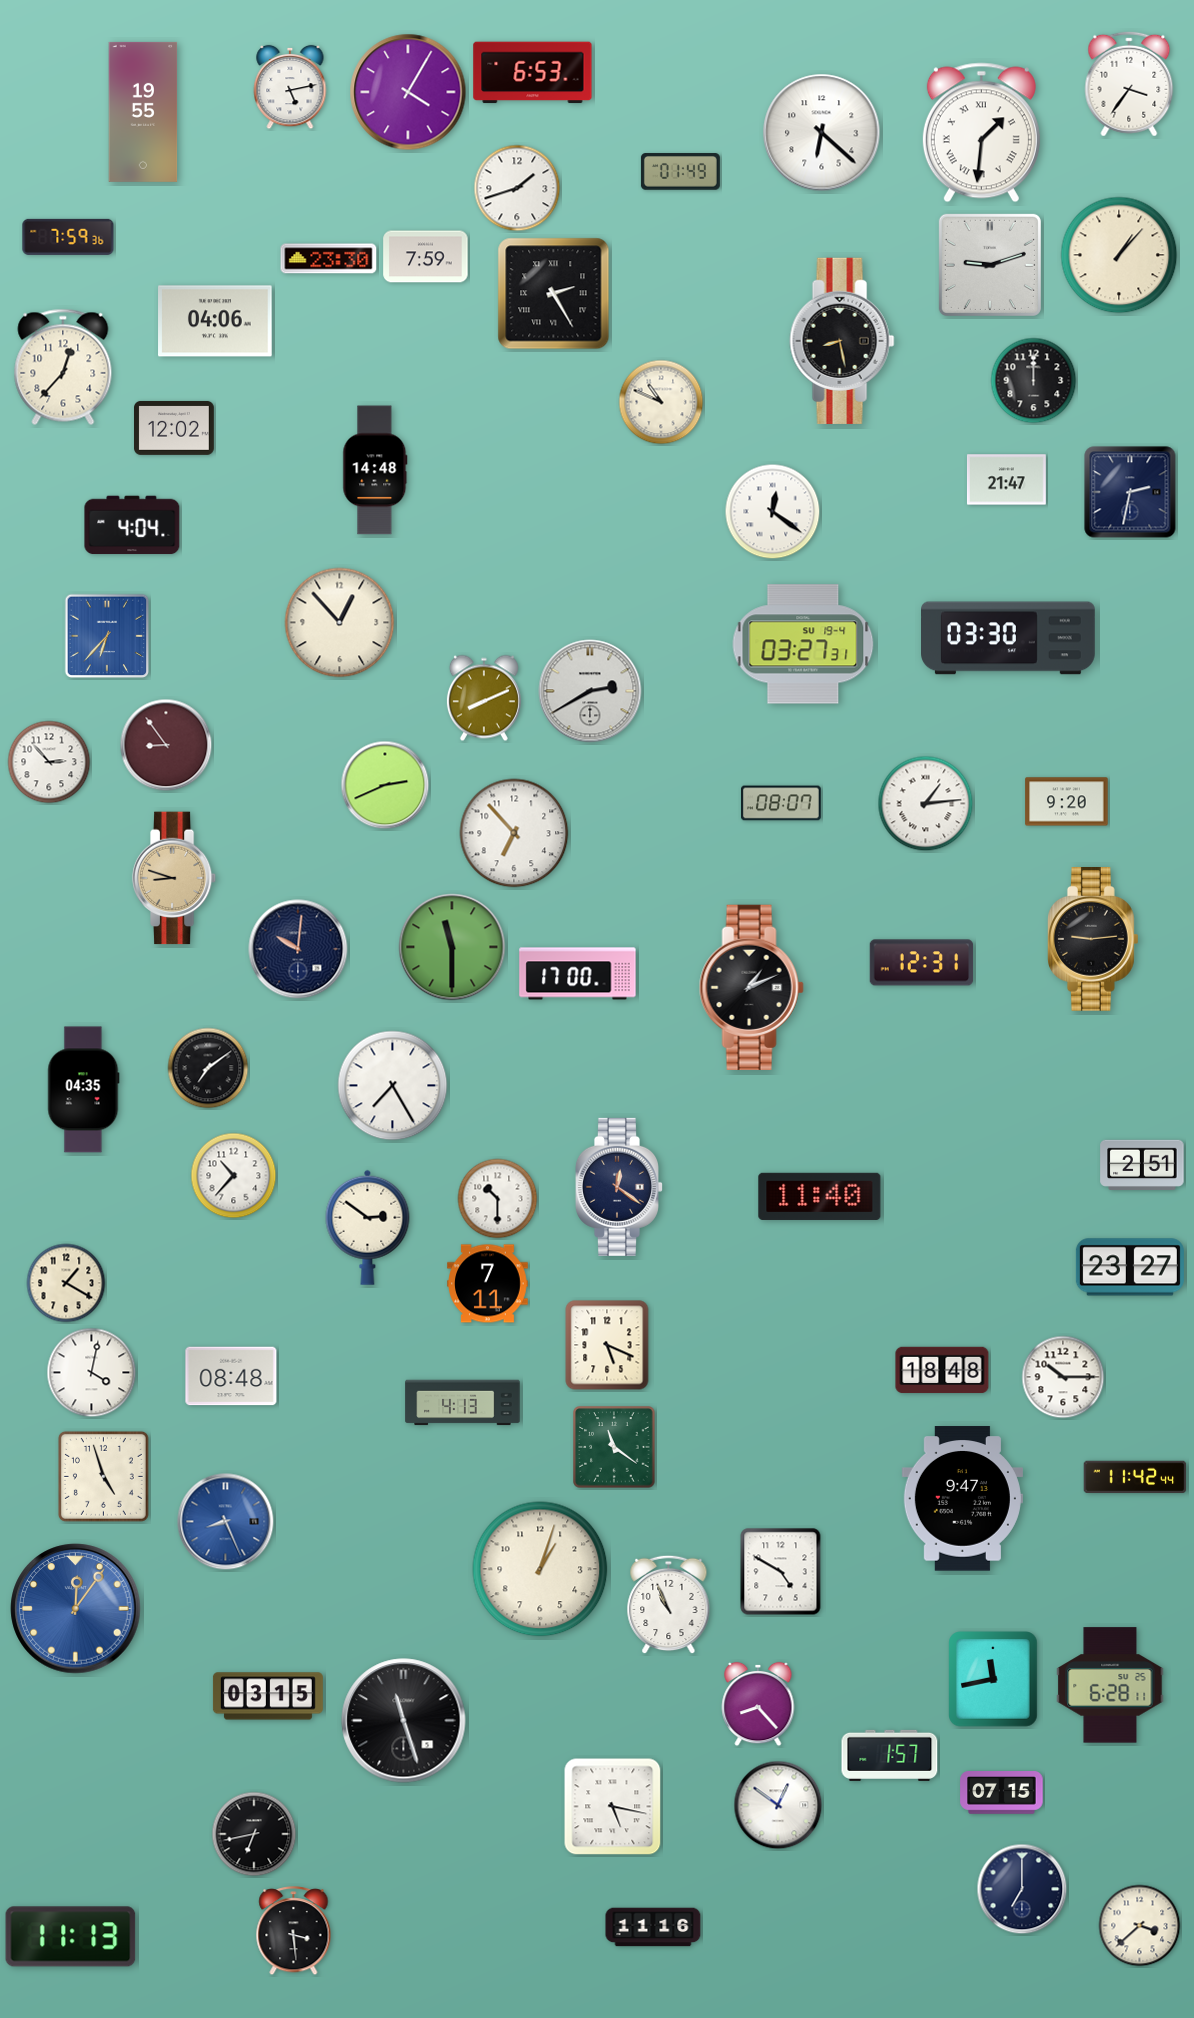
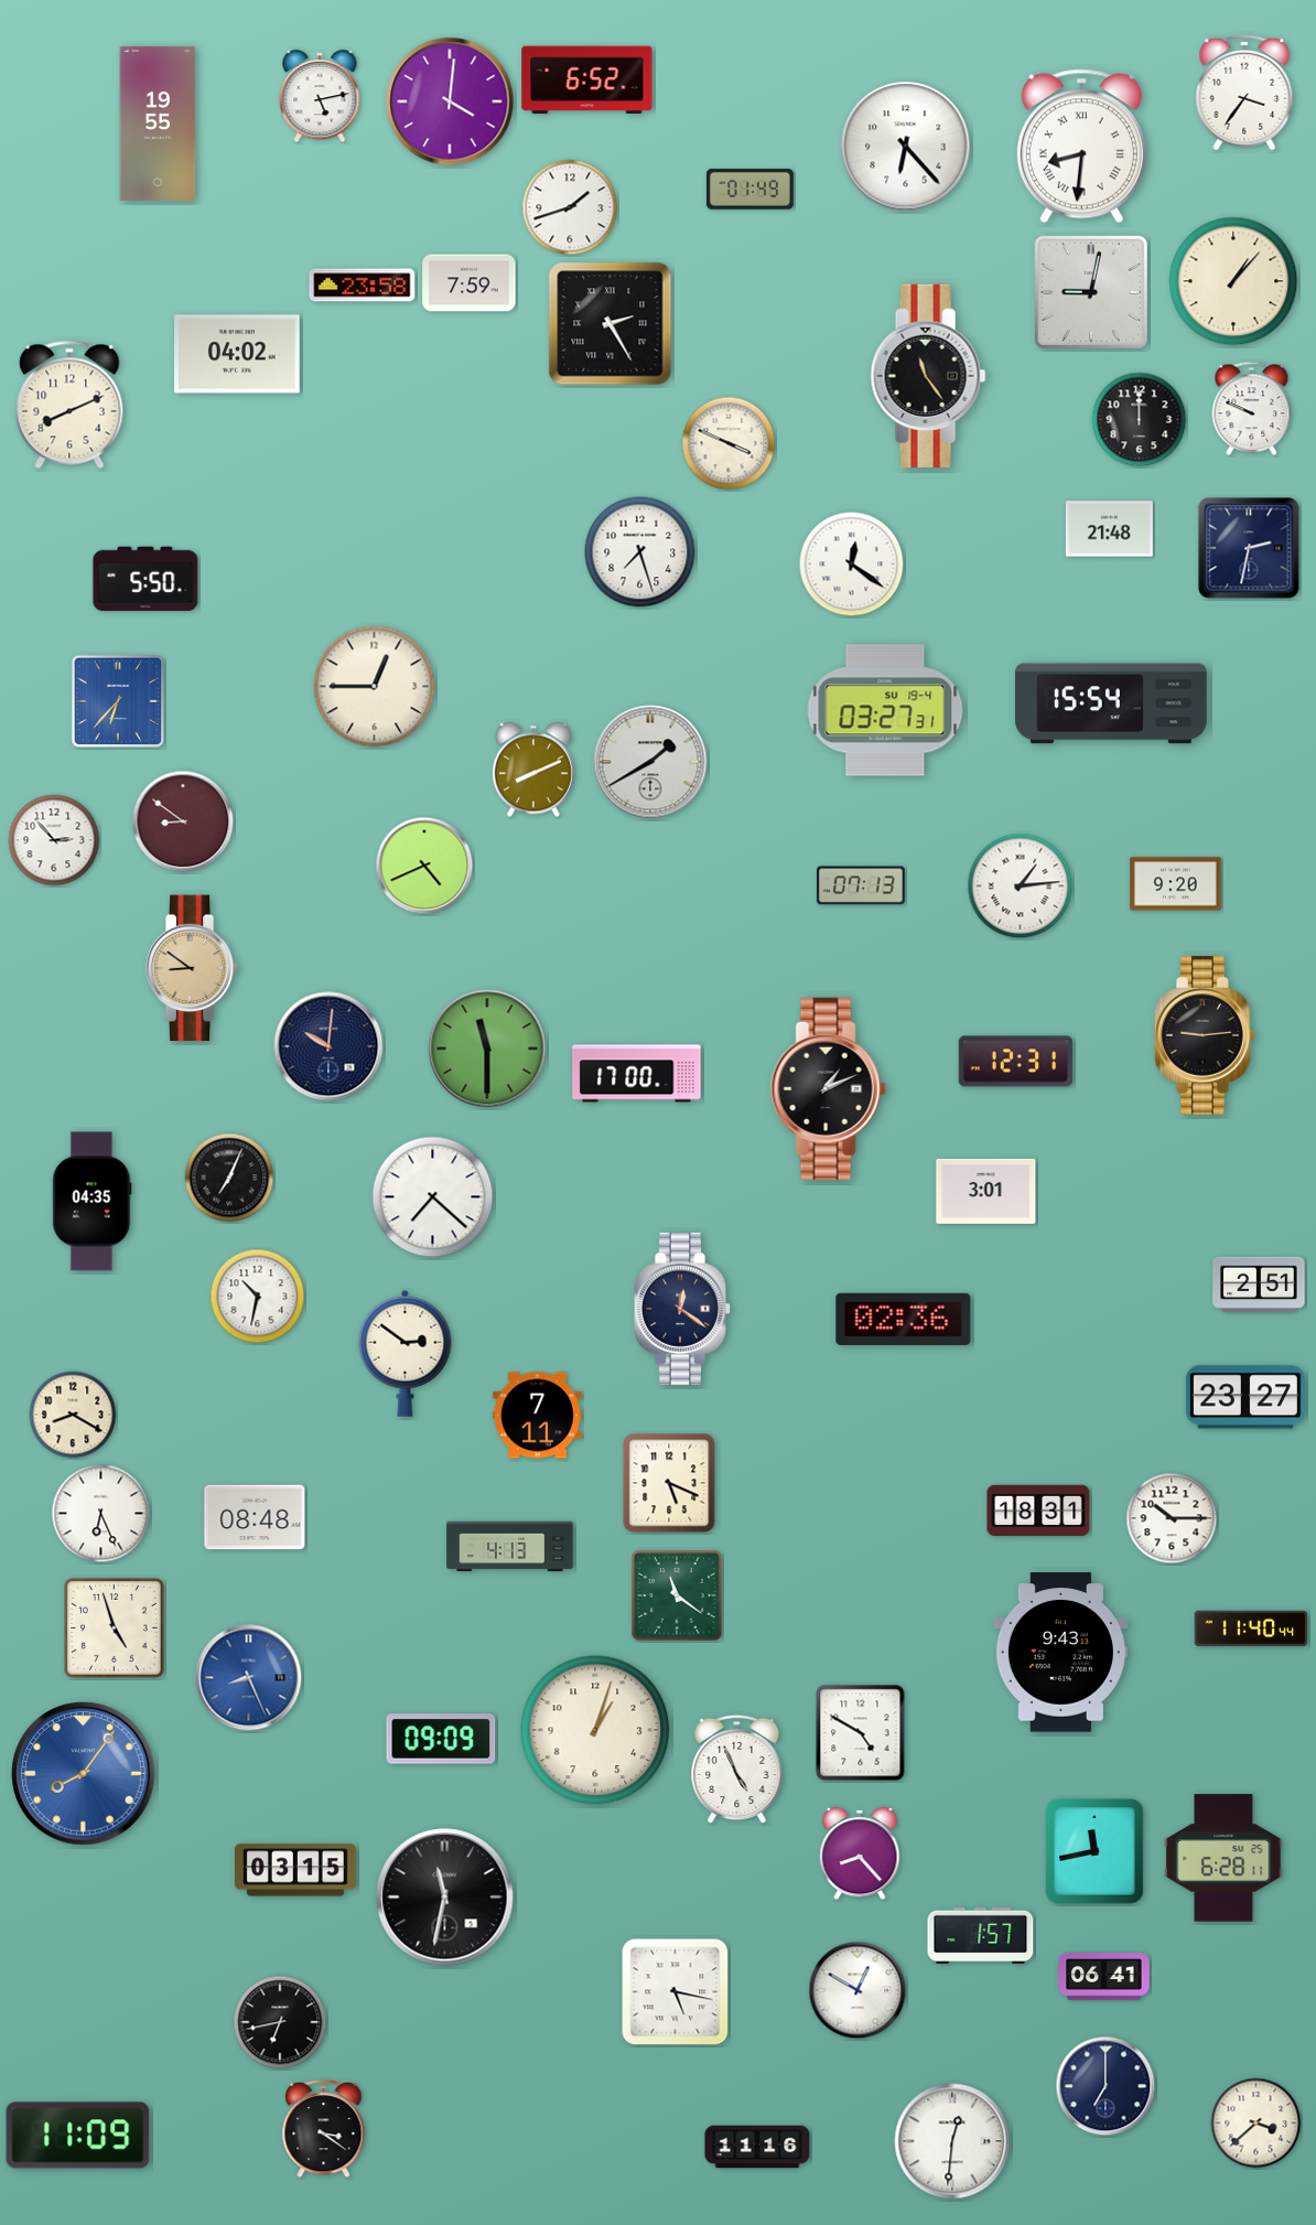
clock at (533, 73): 6:53 -> 6:52
clock at (408, 92): 4:05 -> 4:01
clock at (822, 133): 6:22 -> 6:23
clock at (981, 133): 1:31 -> 8:31
clock at (68, 237): 7:59 -> none
clock at (329, 259): 23:30 -> 23:58
clock at (990, 265): 9:12 -> 9:02
clock at (215, 321): 04:06 -> 04:02
clock at (842, 341): 8:28 -> 11:24
clock at (63, 367): 12:37 -> 8:11
clock at (1252, 409): none -> 9:49
clock at (661, 402): 10:49 -> 3:49
clock at (175, 428): 12:02 -> none
clock at (375, 470): 14:48 -> none
clock at (1006, 480): 21:47 -> 21:48
clock at (1130, 492) position: (1130, 492) -> (1249, 548)
clock at (640, 552): none -> 7:27
clock at (132, 525): 4:04 -> 5:50
clock at (340, 623): 12:53 -> 12:45
clock at (1009, 638): 03:30 -> 15:54
clock at (590, 691): 2:40 -> 1:40
clock at (166, 745): 8:54 -> 8:51
clock at (385, 785): 2:41 -> 4:41
clock at (782, 803): 08:07 -> 07:13
clock at (514, 833): 6:53 -> none
clock at (174, 878): 8:48 -> 8:51
clock at (452, 947) position: (452, 947) -> (487, 1049)
clock at (208, 1068): 7:09 -> 7:04
clock at (986, 1191): none -> 3:01
clock at (393, 1086): 7:25 -> 7:22
clock at (234, 1176): 10:37 -> 10:32
clock at (820, 1196): 11:40 -> 02:36
clock at (498, 1199): 10:30 -> none
clock at (66, 1283): 1:20 -> 8:20
clock at (942, 1370): 18:48 -> 18:31
clock at (92, 1373): 4:02 -> 6:26
clock at (1135, 1477): 11:42 -> 11:40
clock at (962, 1499): 9:47 -> 9:43
clock at (441, 1739): none -> 09:09
clock at (669, 1605): 10:56 -> 4:56
clock at (76, 1609): 12:06 -> 8:06
clock at (758, 1704) position: (758, 1704) -> (860, 1853)
clock at (404, 1721): 11:27 -> 11:32
clock at (1002, 1793): 07:15 -> 06:41
clock at (778, 1805): 12:51 -> 12:50
clock at (1022, 1889) position: (1022, 1889) -> (1105, 2086)
clock at (653, 1927) position: (653, 1927) -> (757, 2147)
clock at (294, 1931): 3:29 -> 3:21
clock at (71, 1937): 11:13 -> 11:09
clock at (952, 2141): none -> 12:31
